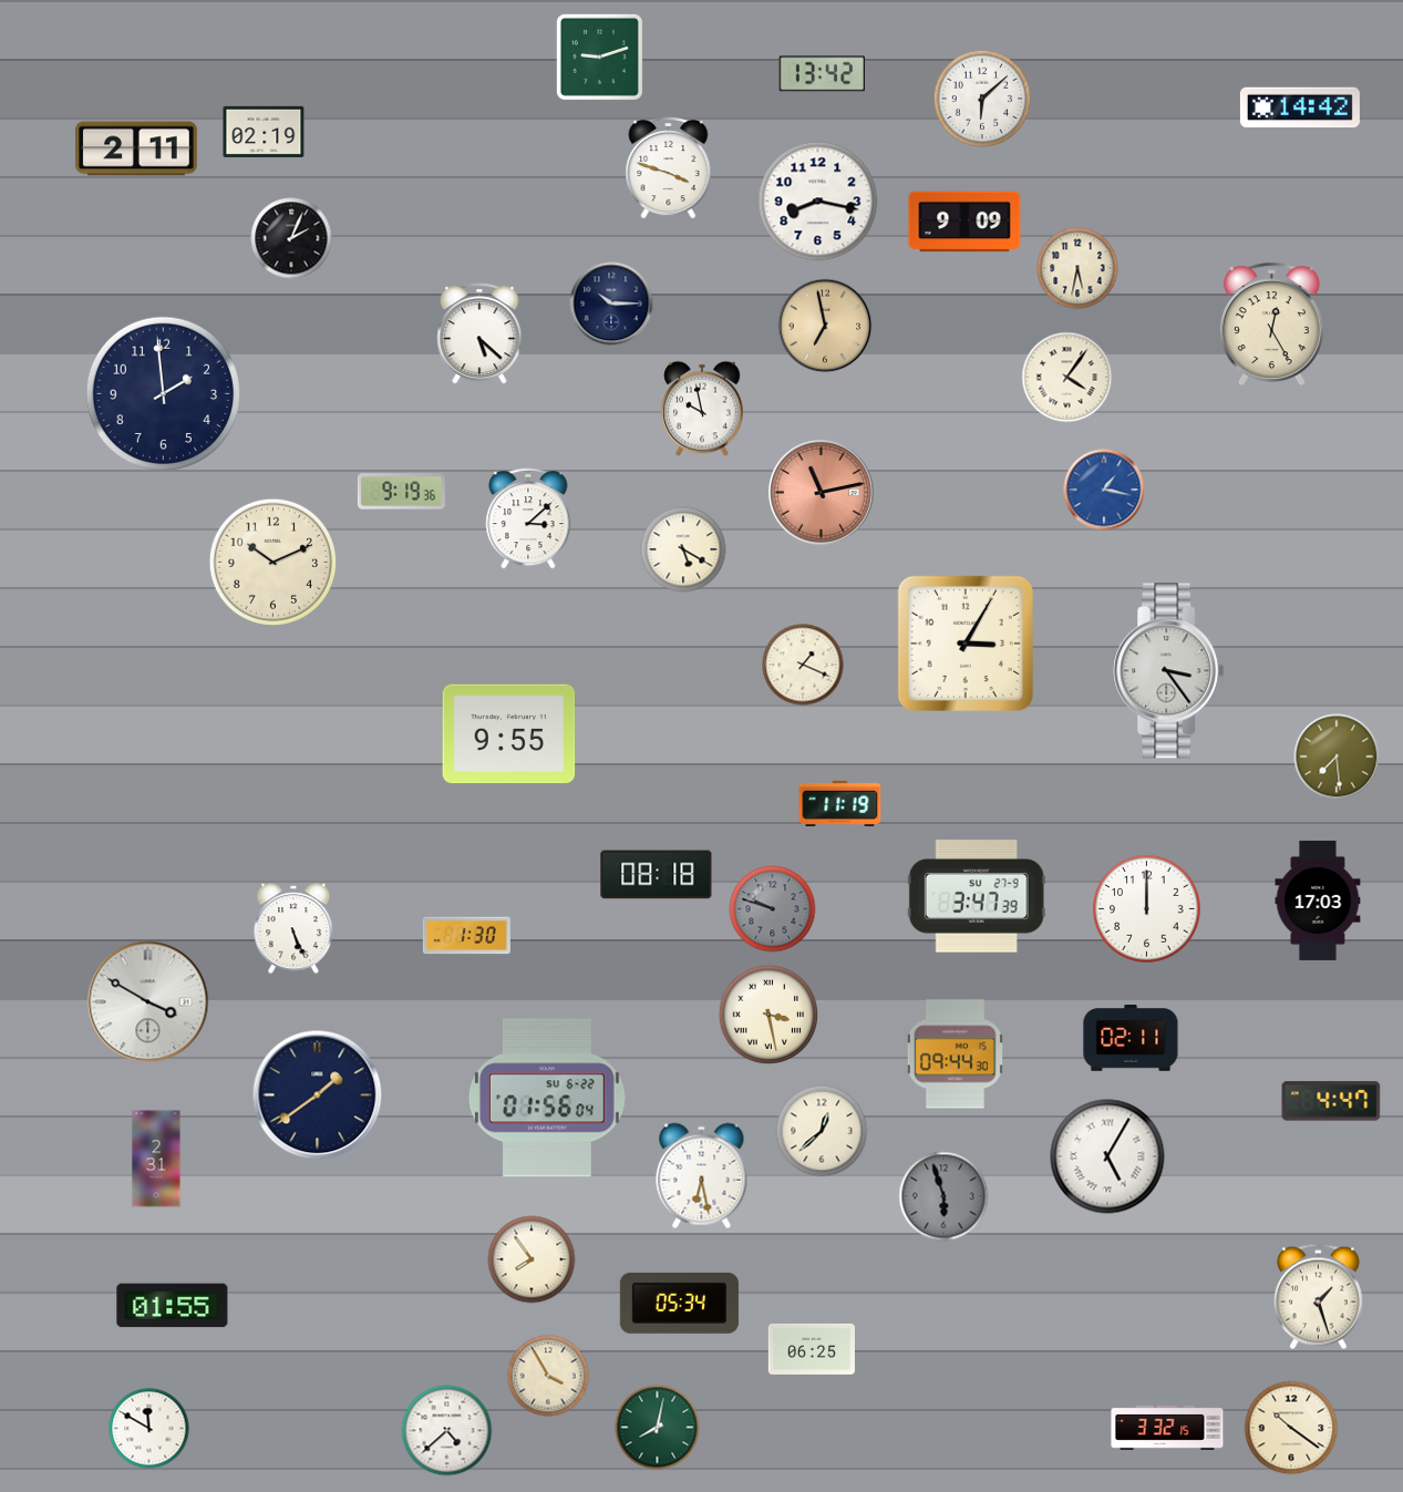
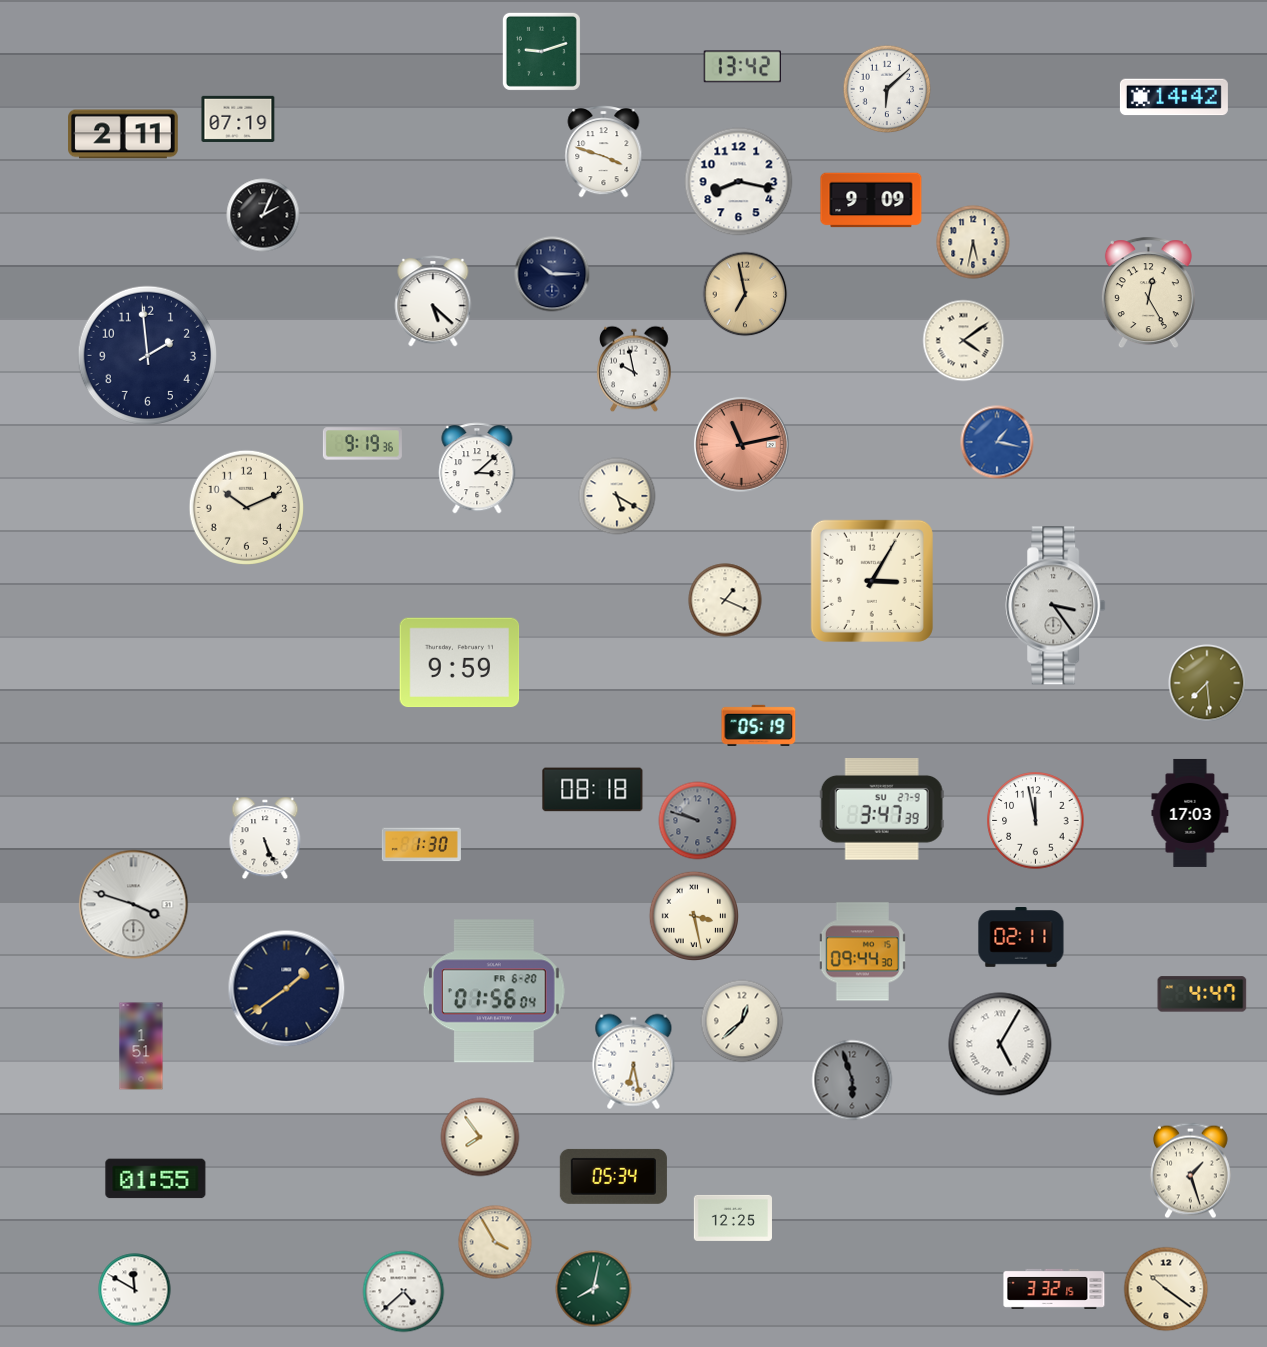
clock at (264, 132): 02:19 -> 07:19
clock at (1067, 378): 4:06 -> 4:09
clock at (509, 734): 9:55 -> 9:59
clock at (840, 803): 11:19 -> 05:19
clock at (1147, 909): 12:00 -> 11:58
clock at (148, 1002): 3:50 -> 3:48
clock at (547, 1098) date: SU 6-22 -> FR 6-20
clock at (156, 1159): 2:31 -> 1:51
clock at (812, 1349): 06:25 -> 12:25
